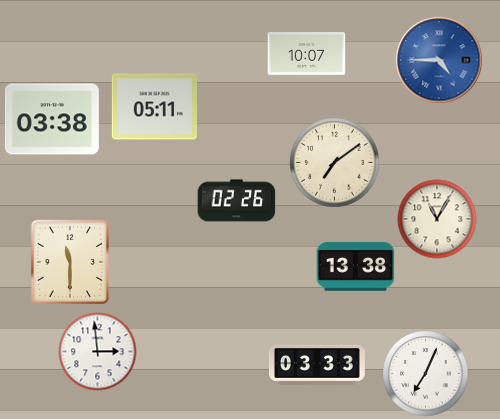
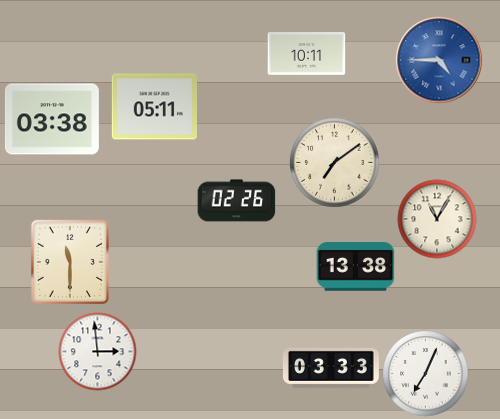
clock at (306, 54): 10:07 -> 10:11
clock at (317, 365) position: (317, 365) -> (331, 368)
